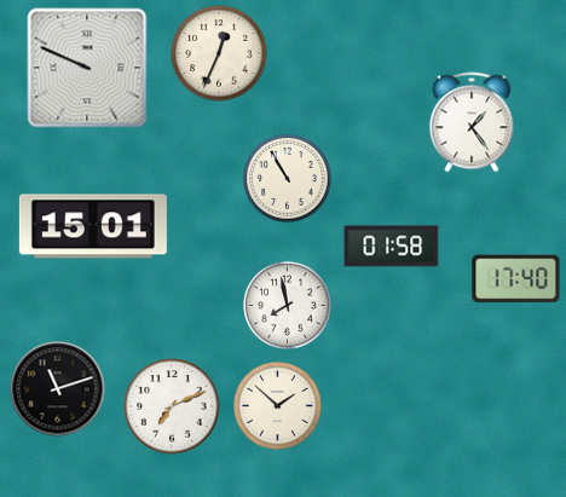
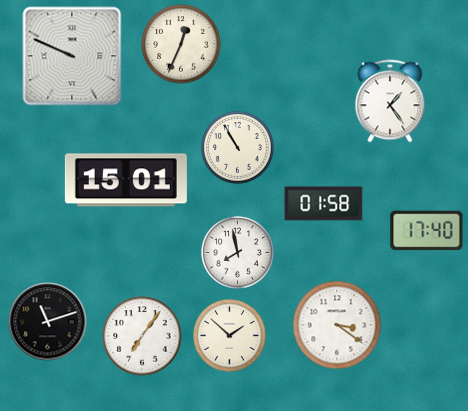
clock at (93, 226) position: (93, 226) -> (126, 180)
clock at (337, 325): none -> 3:21
clock at (172, 406): 7:11 -> 7:06
